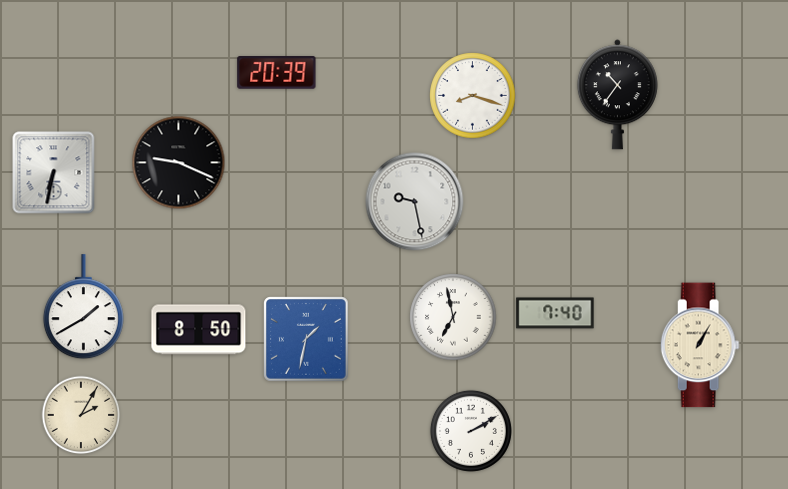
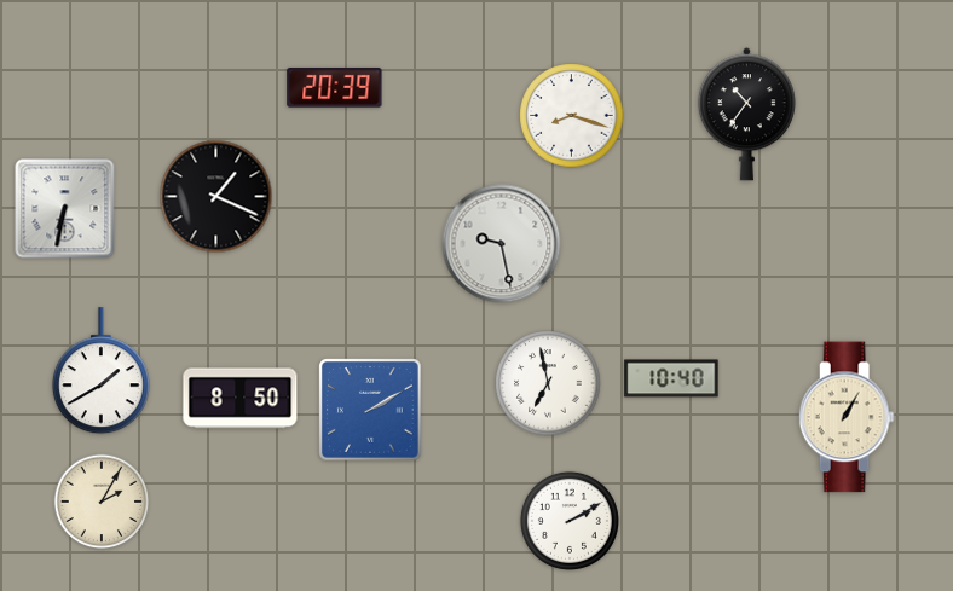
clock at (179, 163): 9:19 -> 1:19
clock at (555, 313): 7:40 -> 10:40
clock at (306, 339): 1:32 -> 2:10
clock at (81, 415) position: (81, 415) -> (102, 502)
